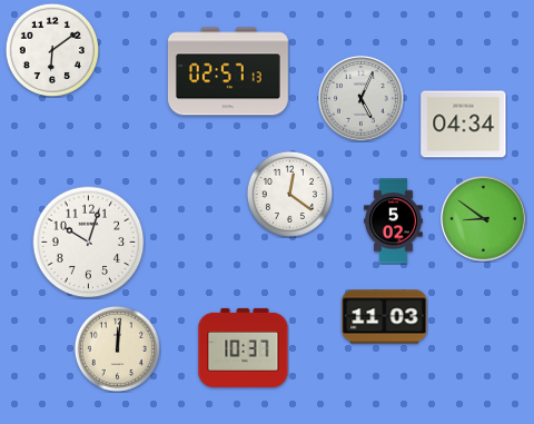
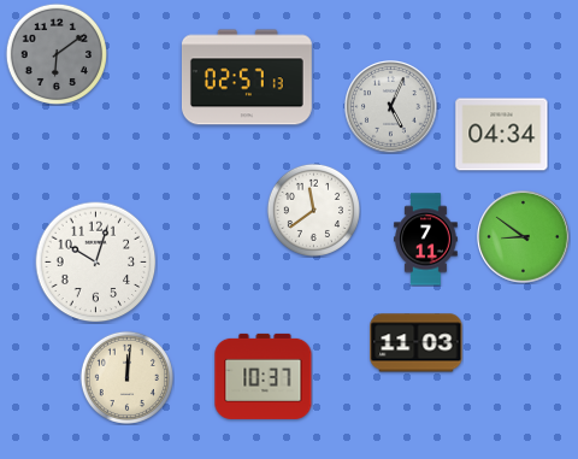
clock at (51, 49) dial: white -> grey
clock at (289, 194): 12:21 -> 11:39
clock at (394, 221): 5:02 -> 7:11
